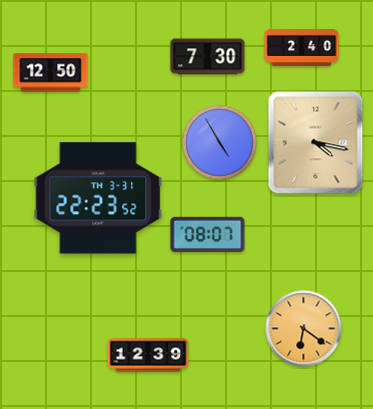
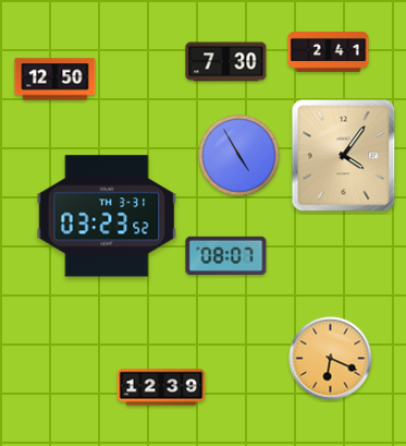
clock at (302, 47): 2:40 -> 2:41
clock at (316, 143): 4:17 -> 4:06
clock at (98, 198): 22:23 -> 03:23
clock at (304, 329): 6:21 -> 6:19
